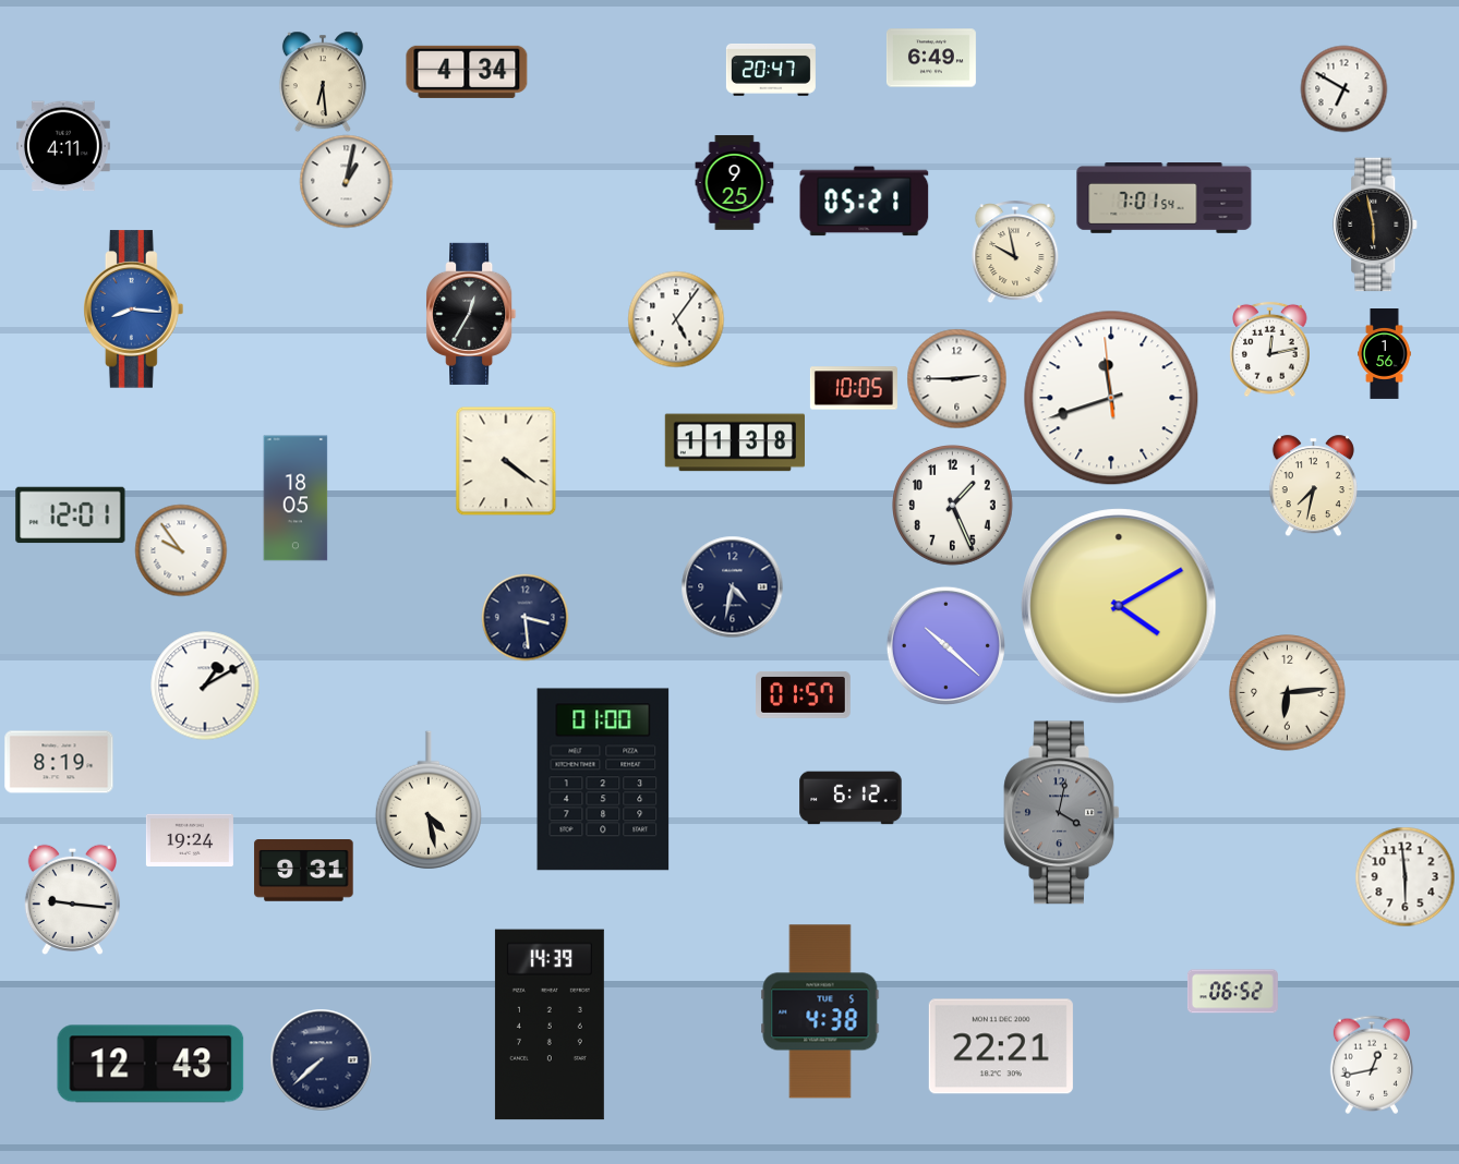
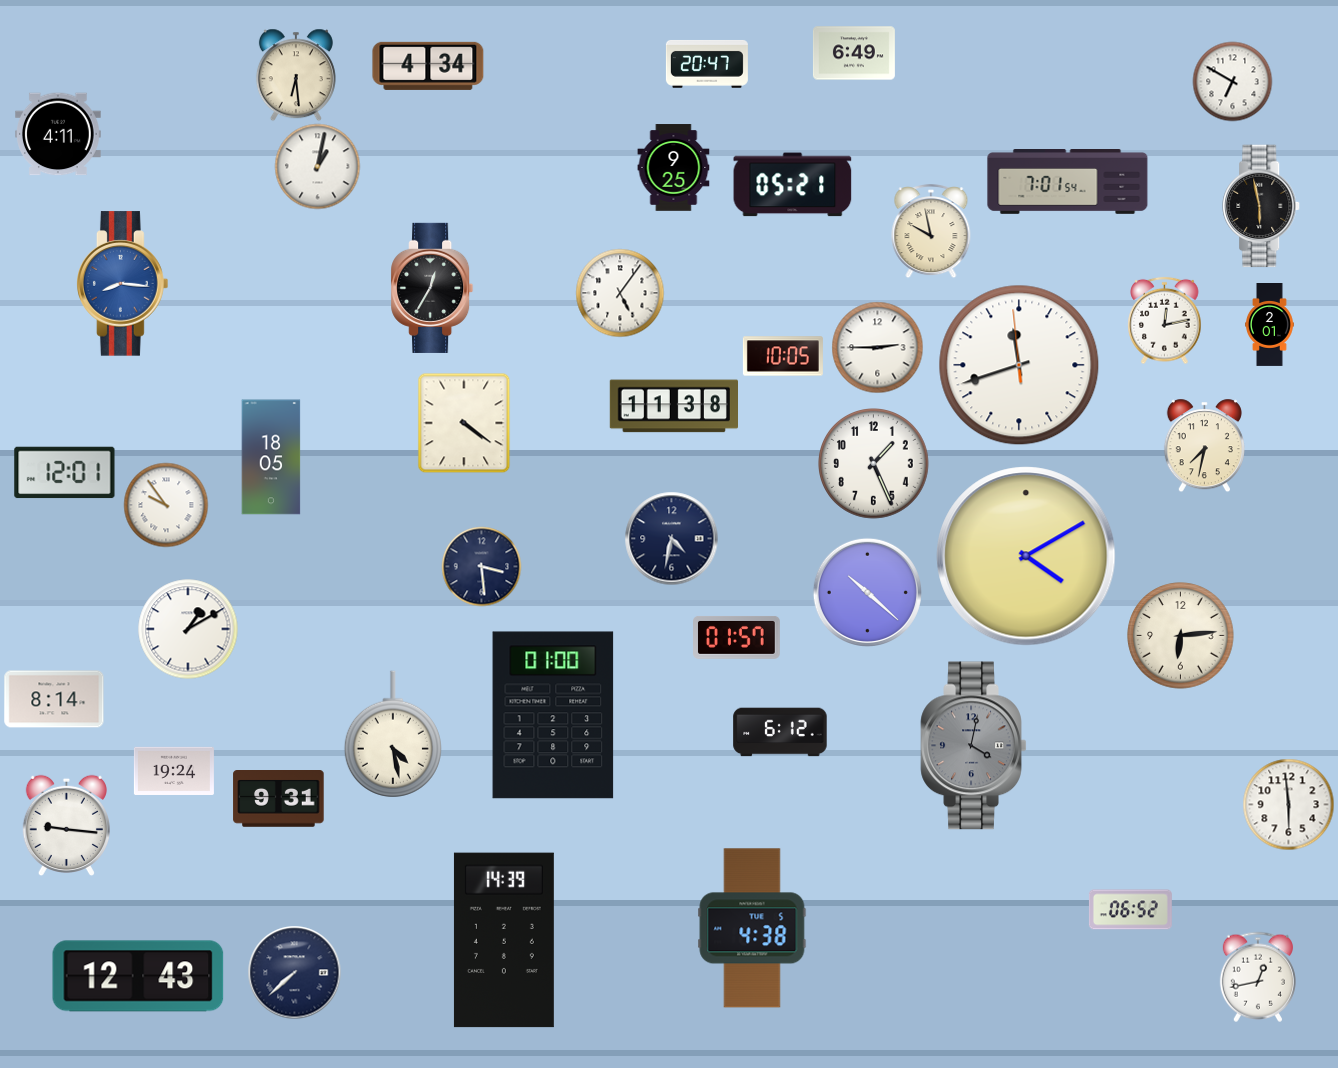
clock at (1385, 354): 1:56 -> 2:01
clock at (59, 762): 8:19 -> 8:14
clock at (1001, 1046): 22:21 -> none
